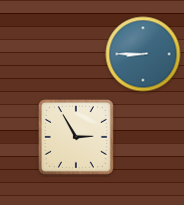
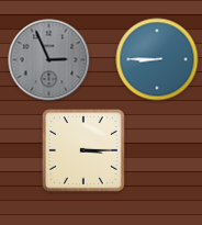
clock at (49, 60): none -> 2:56
clock at (76, 137): 2:55 -> 3:15
